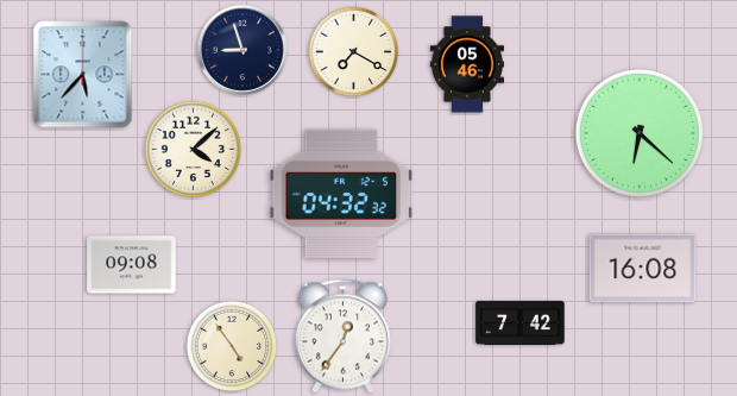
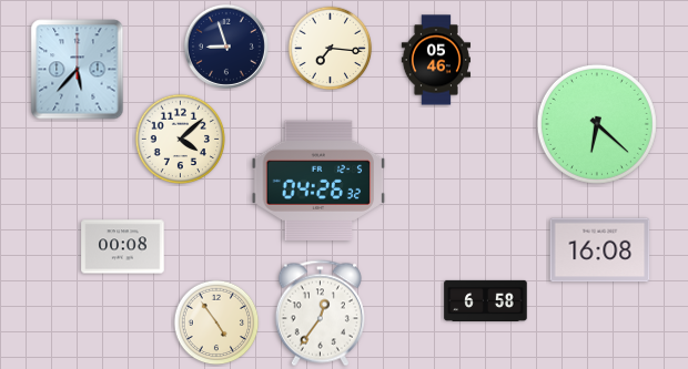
clock at (354, 52): 7:20 -> 7:16
clock at (341, 193): 04:32 -> 04:26
clock at (132, 265): 09:08 -> 00:08
clock at (521, 322): 7:42 -> 6:58
